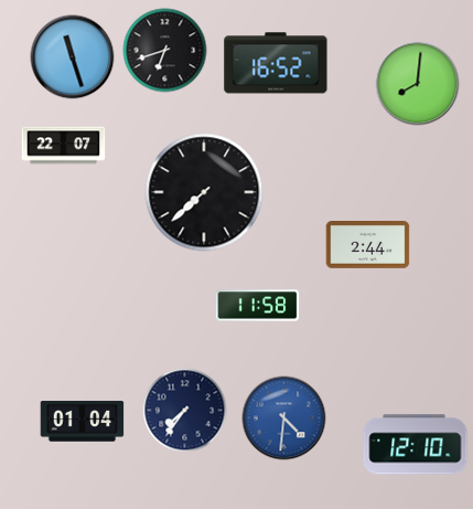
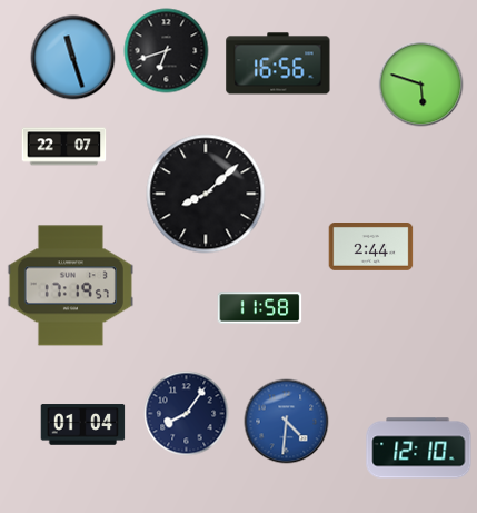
clock at (276, 63): 16:52 -> 16:56
clock at (418, 84): 8:01 -> 5:48
clock at (204, 192): 7:38 -> 8:08
clock at (70, 286): none -> 17:19
clock at (185, 411): 7:36 -> 8:06
